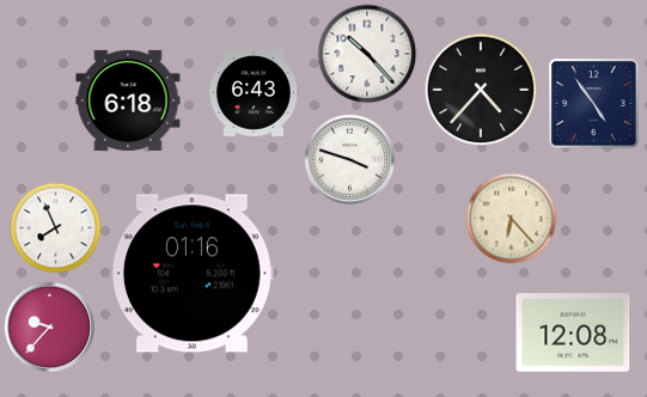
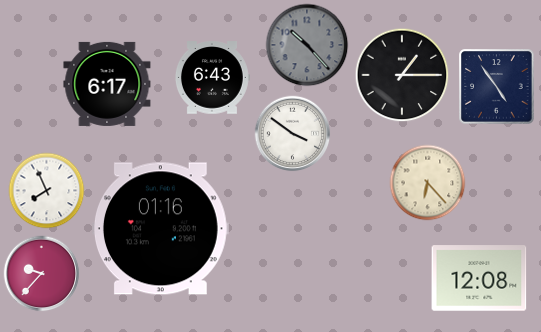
clock at (367, 54) dial: white -> grey
clock at (481, 90): 4:37 -> 1:15
clock at (128, 100): 6:18 -> 6:17
clock at (350, 160): 3:48 -> 3:51
